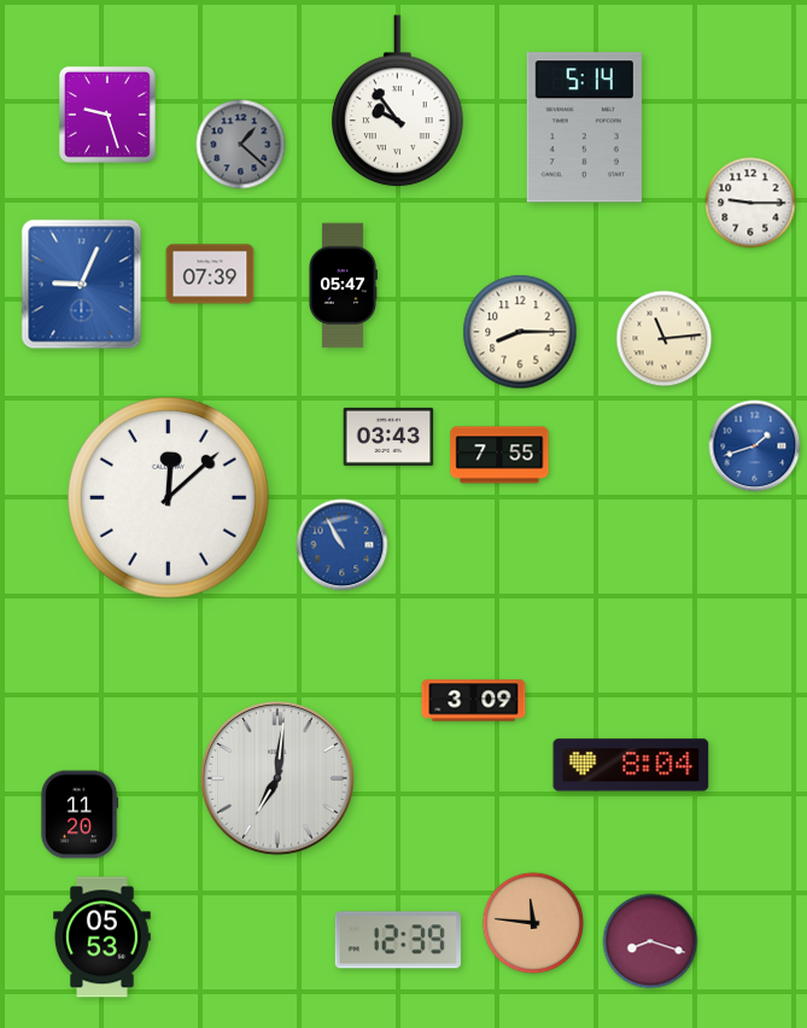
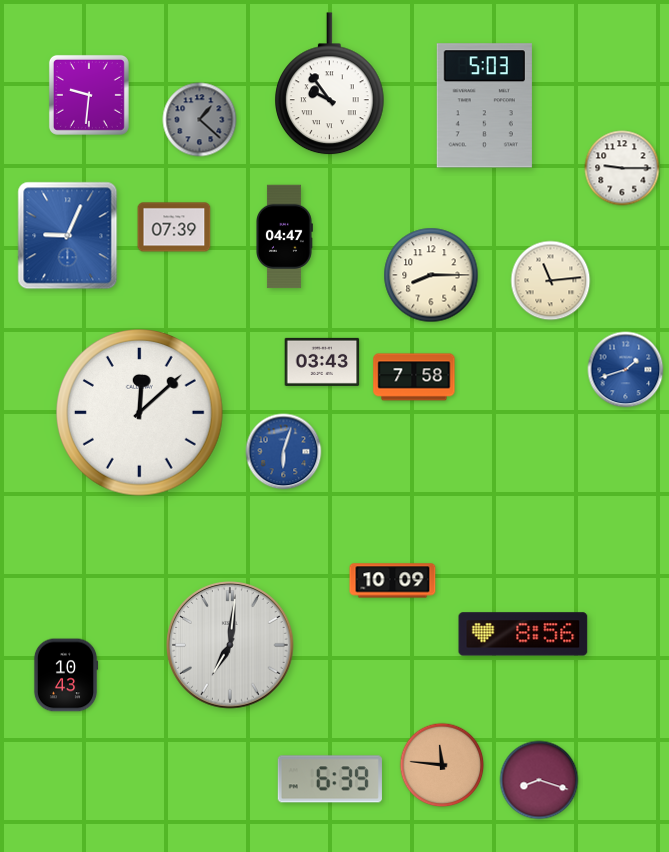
clock at (107, 115): 9:27 -> 9:31
clock at (584, 128): 5:14 -> 5:03
clock at (344, 286): 05:47 -> 04:47
clock at (499, 455): 7:55 -> 7:58
clock at (343, 545): 10:55 -> 6:03
clock at (474, 701): 3:09 -> 10:09
clock at (631, 765): 8:04 -> 8:56
clock at (80, 814): 11:20 -> 10:43
clock at (103, 938): 05:53 -> none
clock at (398, 940): 12:39 -> 6:39
